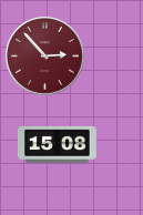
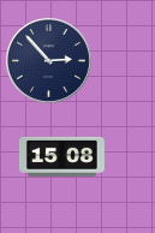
clock at (44, 55) dial: burgundy -> navy
